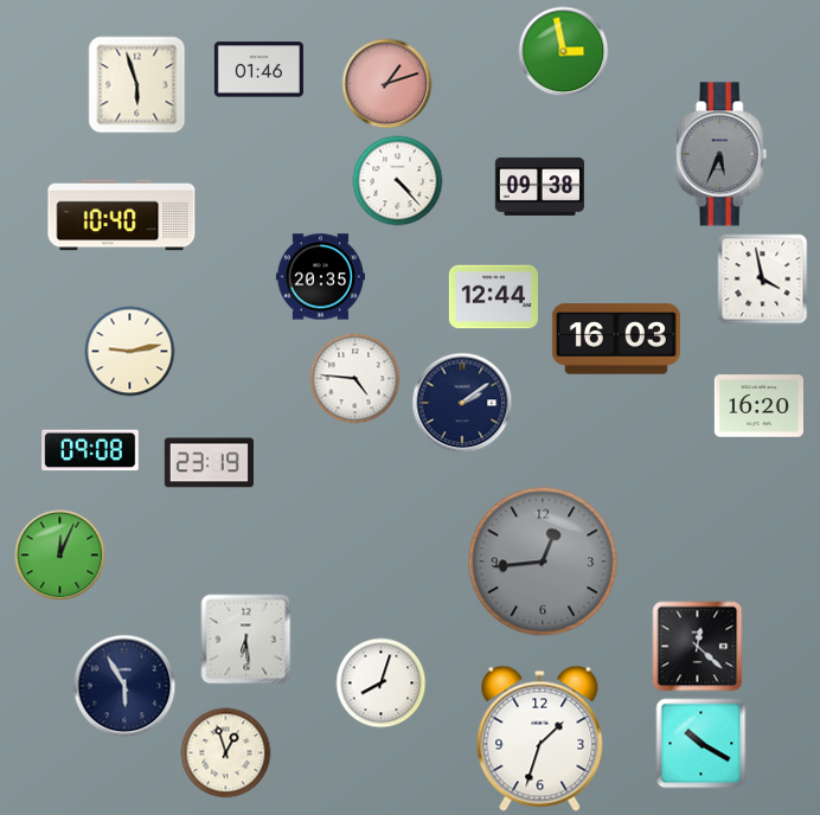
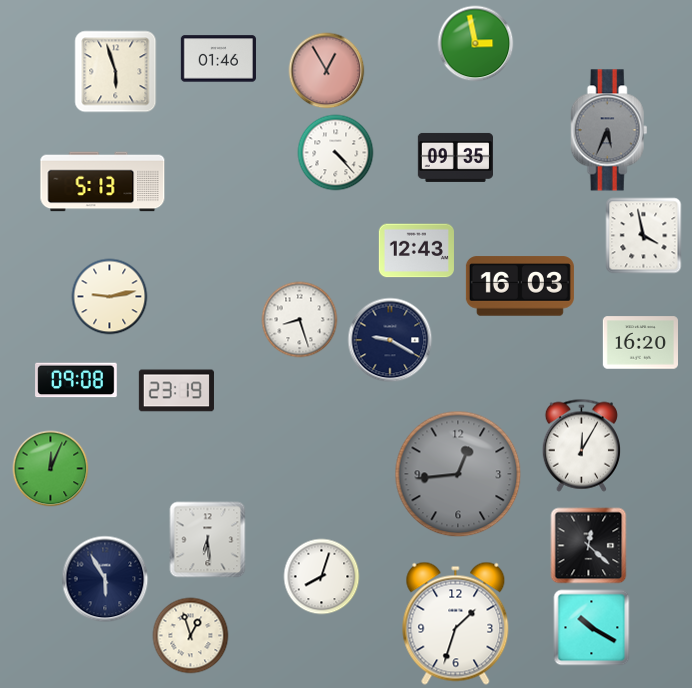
clock at (387, 84): 1:12 -> 12:55
clock at (539, 186): 09:38 -> 09:35
clock at (122, 216): 10:40 -> 5:13
clock at (320, 277): 20:35 -> none
clock at (493, 297): 12:44 -> 12:43
clock at (355, 379): 4:46 -> 8:27
clock at (462, 403): 2:09 -> 9:20
clock at (581, 445): none -> 12:05
